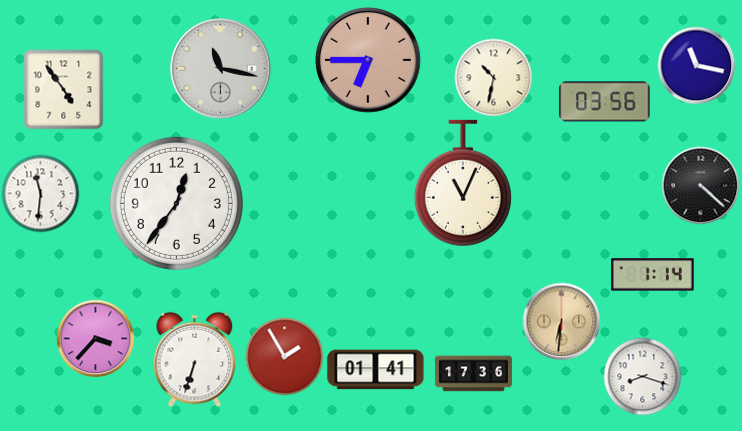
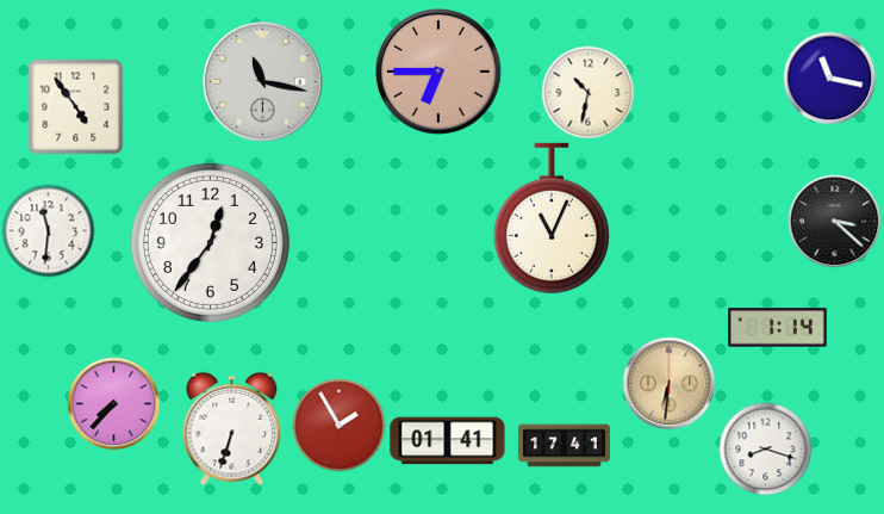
clock at (605, 102): 03:56 -> none
clock at (700, 185): 4:22 -> 3:22
clock at (95, 338): 3:37 -> 7:37
clock at (473, 374): 17:36 -> 17:41
